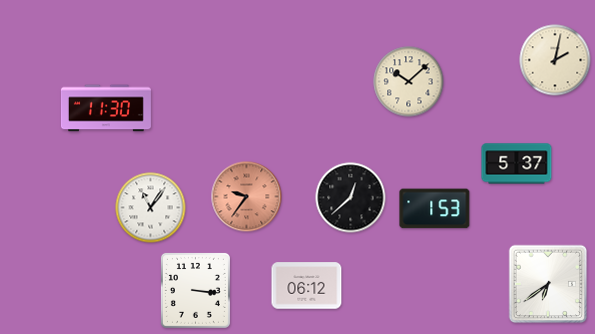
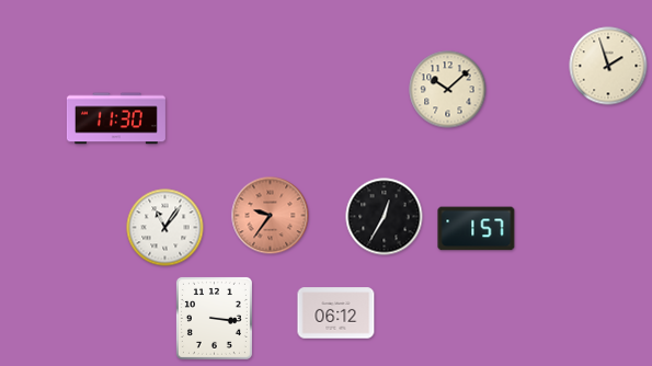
clock at (555, 60): 2:02 -> 1:57
clock at (517, 164): 5:37 -> none
clock at (351, 198): 12:38 -> 12:35
clock at (435, 209): 1:53 -> 1:57
clock at (548, 284): 6:39 -> none
